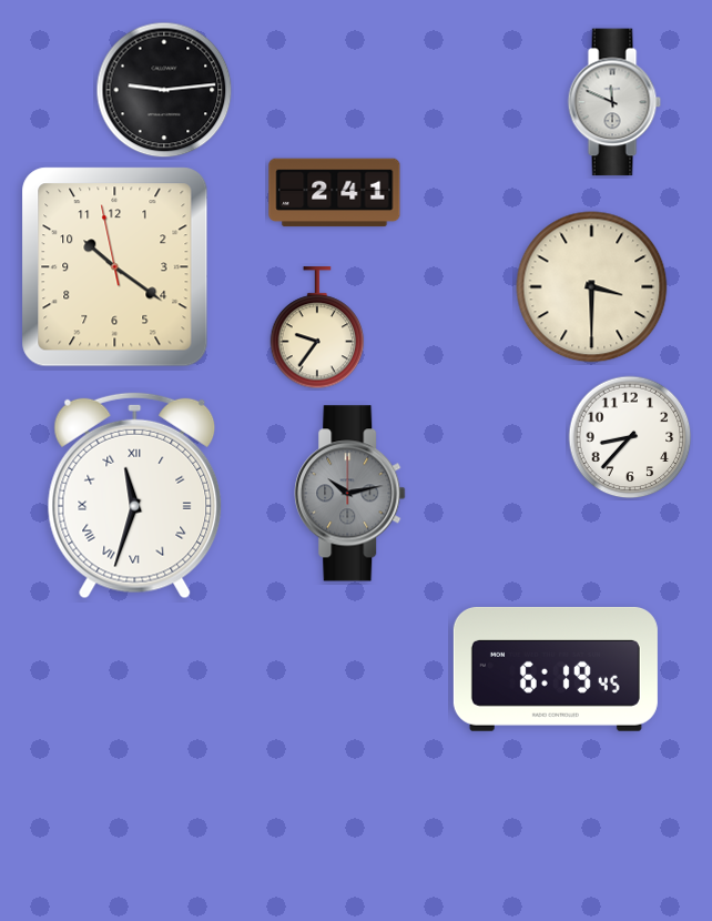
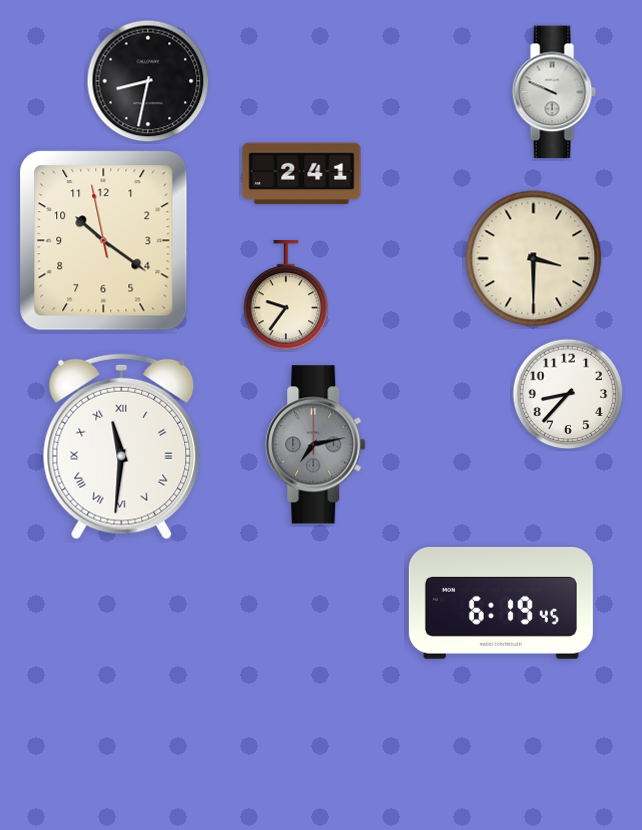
clock at (164, 90): 9:14 -> 8:32
clock at (614, 102): 11:49 -> 9:49
clock at (350, 494): 10:13 -> 7:13
clock at (135, 495): 11:33 -> 11:31
